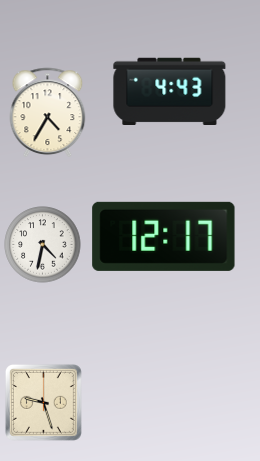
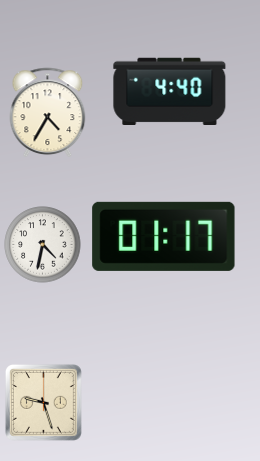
clock at (170, 91): 4:43 -> 4:40
clock at (164, 236): 12:17 -> 01:17
